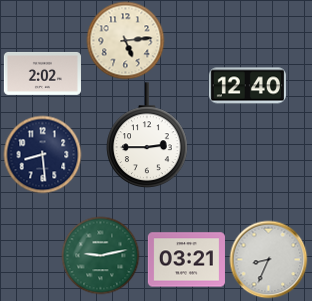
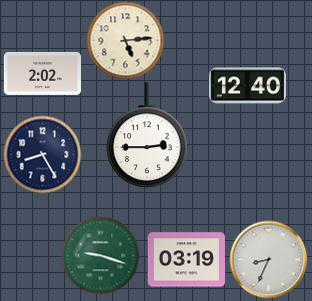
clock at (42, 154): 8:29 -> 8:25
clock at (100, 255): 9:13 -> 9:18
clock at (186, 260): 03:21 -> 03:19
